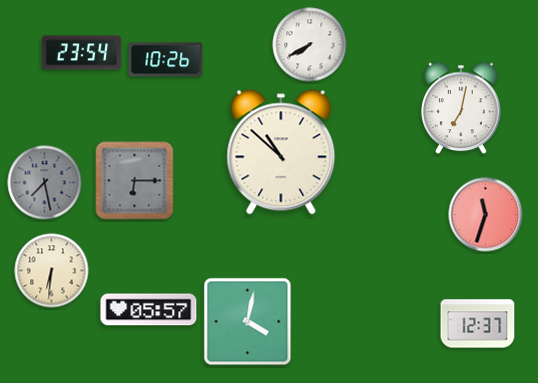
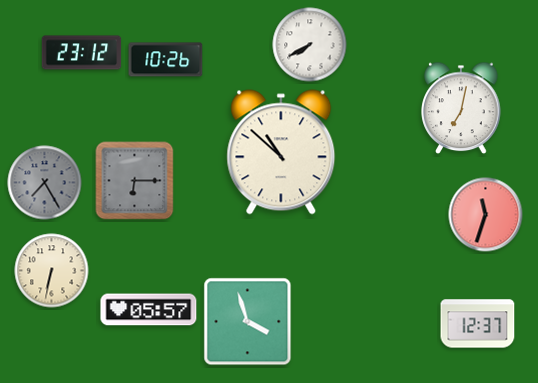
clock at (82, 53): 23:54 -> 23:12
clock at (45, 183): 7:28 -> 7:25
clock at (52, 271): 6:31 -> 6:32
clock at (248, 322): 4:02 -> 3:57
